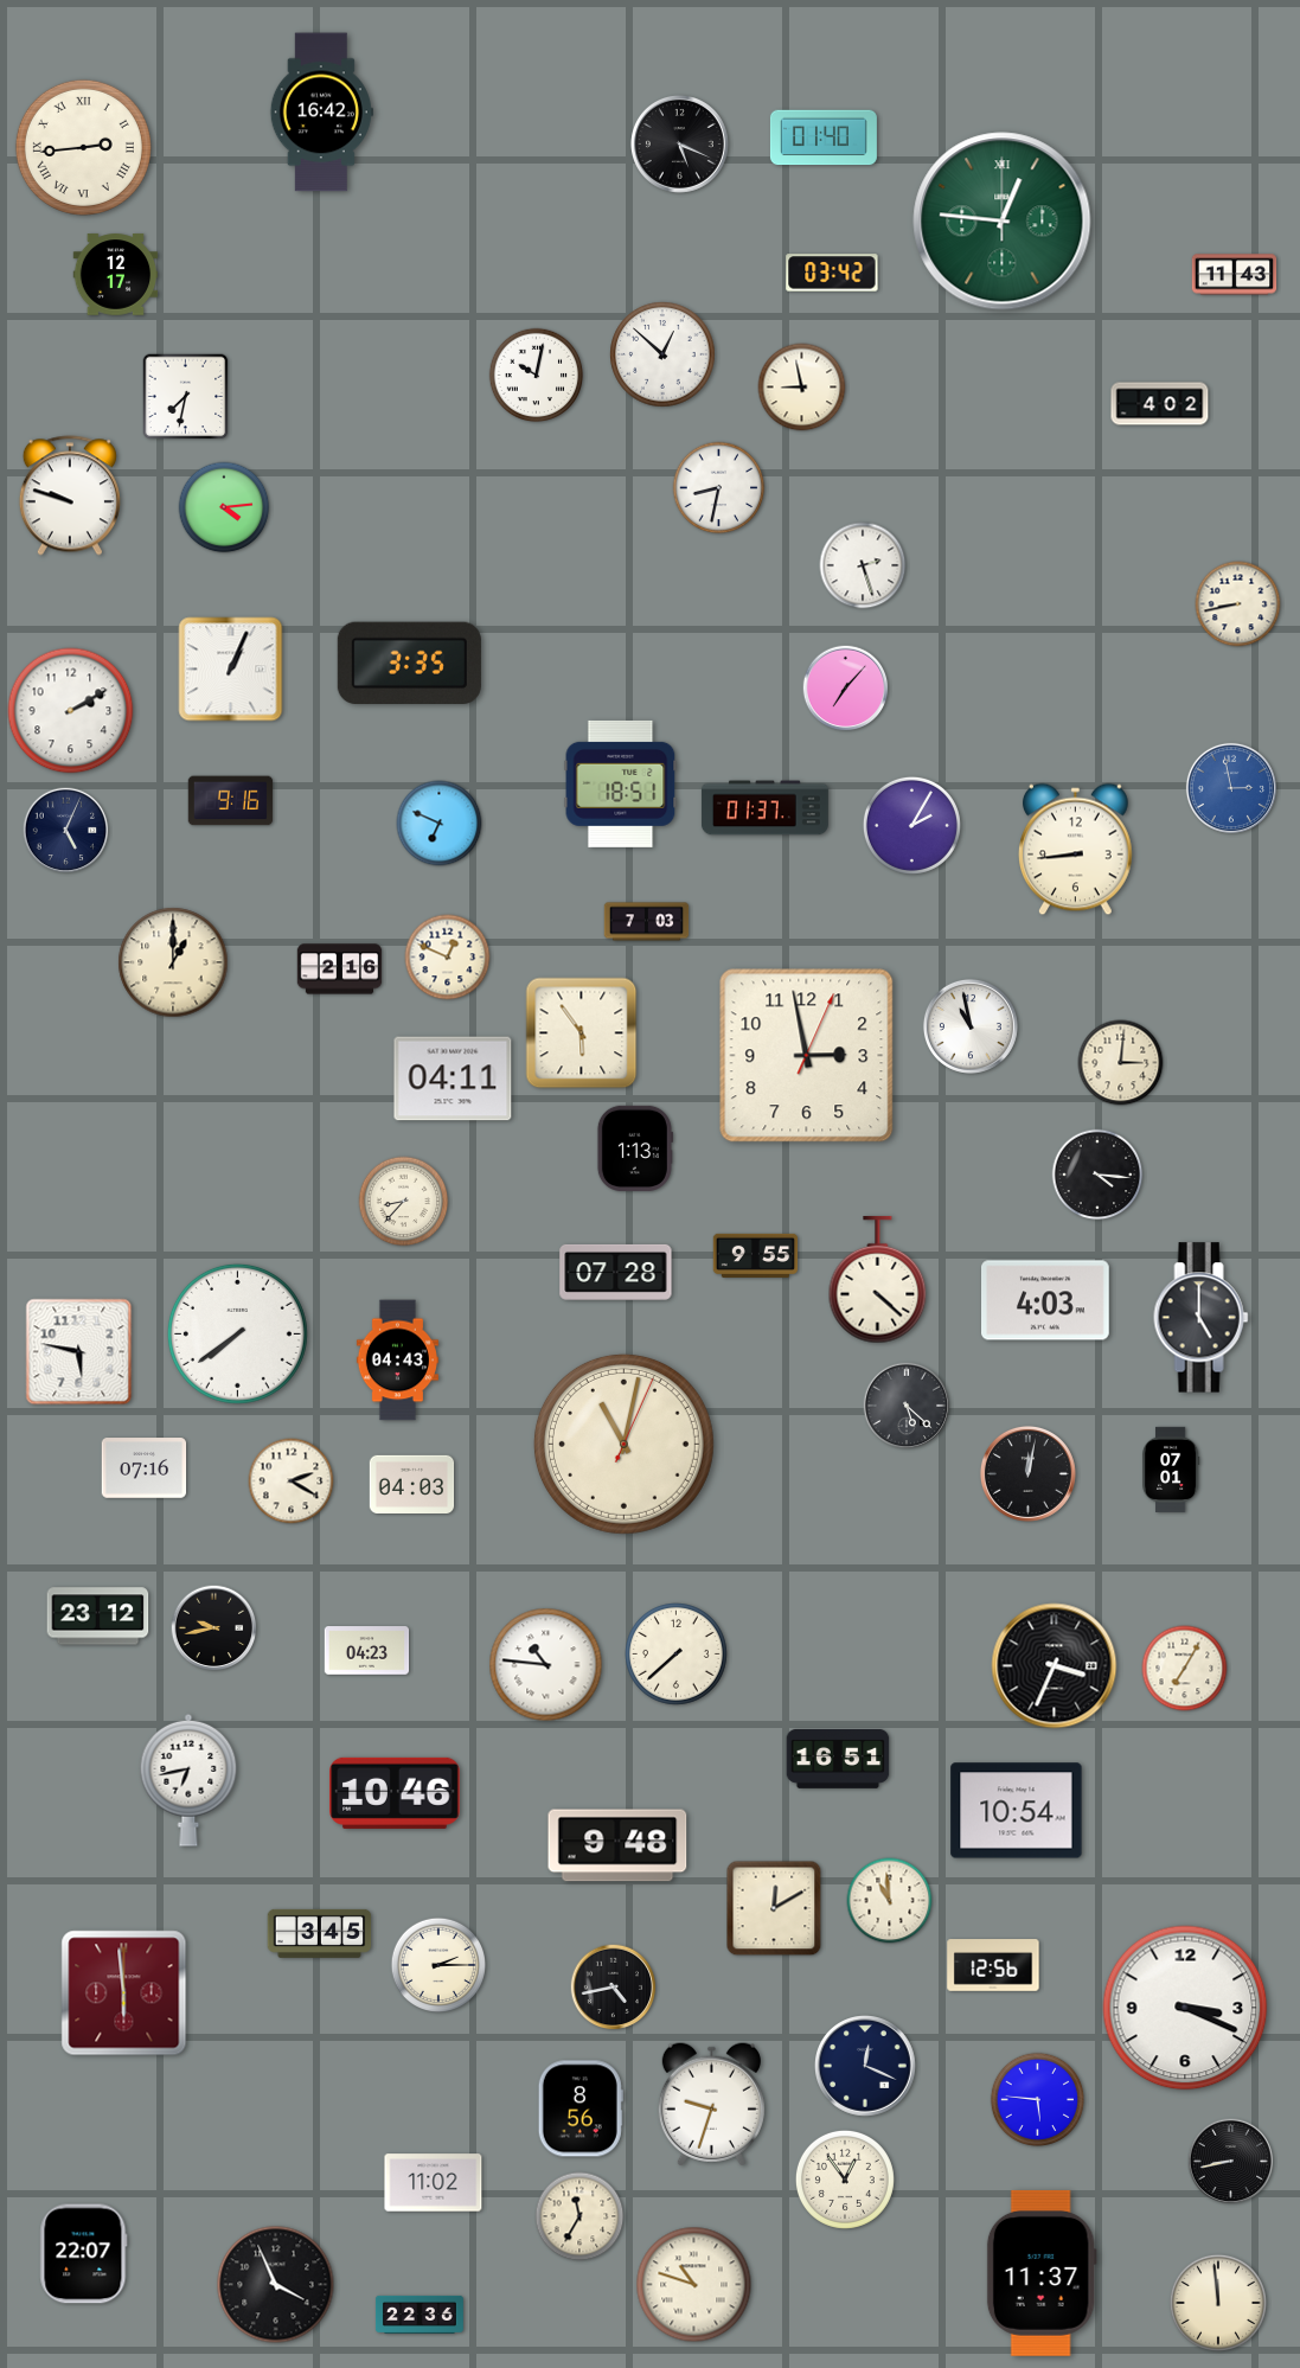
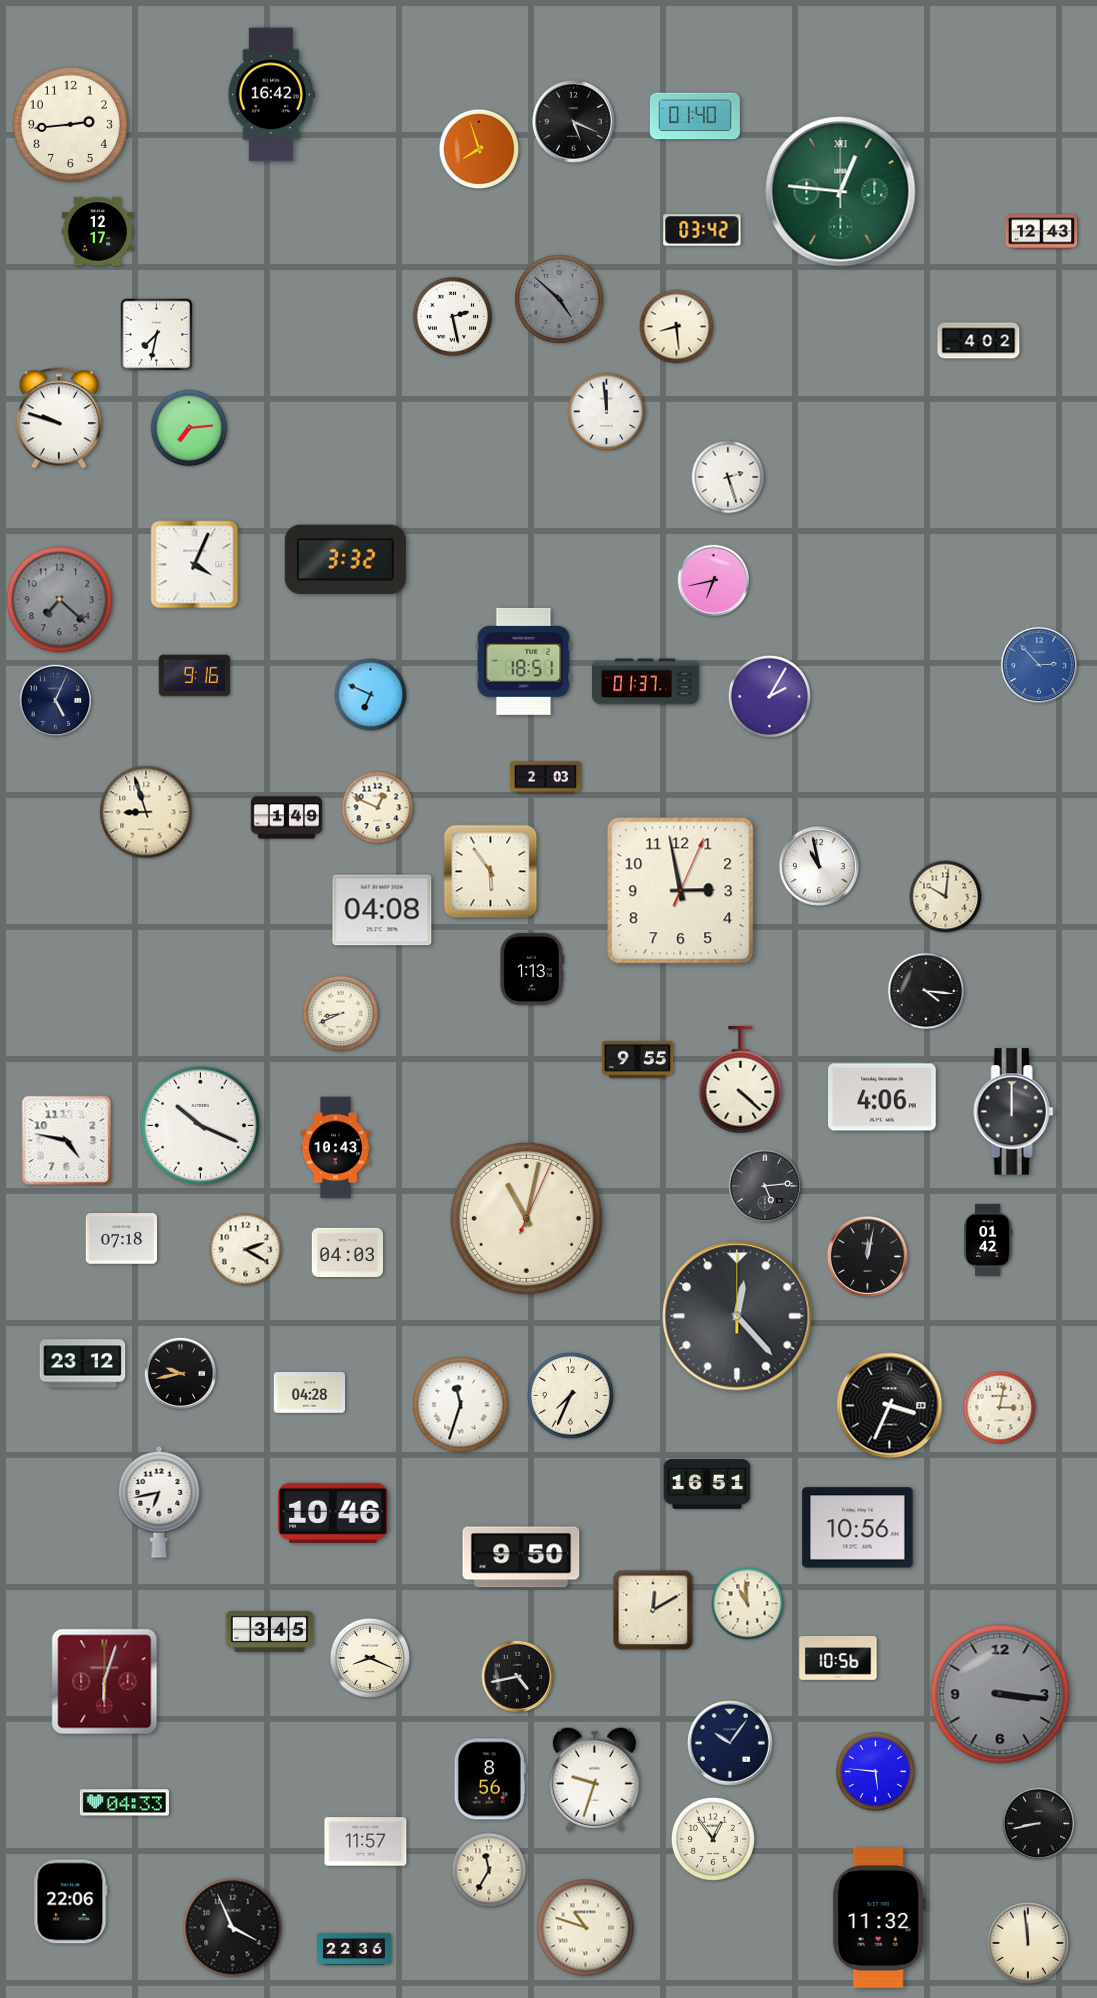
clock at (83, 147) numerals: Roman -> Arabic
clock at (478, 148): none -> 7:57
clock at (1003, 222) position: (1003, 222) -> (841, 192)
clock at (1235, 275): 11:43 -> 12:43
clock at (662, 354): 12:52 -> 4:52
clock at (662, 354) dial: white -> grey
clock at (537, 376): 10:02 -> 2:28
clock at (802, 388): 8:58 -> 8:29
clock at (719, 488): 8:32 -> 11:59
clock at (224, 507): 4:14 -> 7:14
clock at (1238, 604): 8:43 -> none
clock at (409, 664): 3:35 -> 3:32
clock at (231, 670): 1:04 -> 4:04
clock at (846, 689): 7:07 -> 6:43
clock at (71, 711): 2:10 -> 7:22
clock at (71, 711) dial: white -> grey
clock at (1231, 788): 2:58 -> 2:53
clock at (1076, 850): 8:44 -> none
clock at (647, 922): 7:03 -> 2:03
clock at (173, 962): 1:00 -> 8:57
clock at (340, 969): 2:16 -> 1:49
clock at (1121, 1063): 3:01 -> 10:01
clock at (453, 1079): 04:11 -> 04:08
clock at (634, 1148) position: (634, 1148) -> (531, 969)
clock at (404, 1202): 8:37 -> 8:41
clock at (616, 1272): 07:28 -> none
clock at (1046, 1300): 4:03 -> 4:06
clock at (1202, 1318): 5:00 -> 12:00
clock at (237, 1333): 7:39 -> 10:19
clock at (79, 1352): 5:47 -> 4:47
clock at (397, 1361): 04:43 -> 10:43
clock at (907, 1406): 5:22 -> 5:14
clock at (145, 1468): 07:16 -> 07:18
clock at (1171, 1468): 07:01 -> 01:42
clock at (1027, 1473) position: (1027, 1473) -> (867, 1256)
clock at (737, 1316): none -> 12:23
clock at (367, 1651): 04:23 -> 04:28
clock at (677, 1655): 7:38 -> 7:34
clock at (546, 1665): 10:46 -> 11:33
clock at (1185, 1669): 7:05 -> 3:02
clock at (1017, 1811): 10:54 -> 10:56
clock at (617, 1845): 9:48 -> 9:50
clock at (890, 1901) position: (890, 1901) -> (748, 1604)
clock at (437, 1964): 2:15 -> 8:19
clock at (993, 1965): 12:56 -> 10:56
clock at (124, 1993): 5:59 -> 6:03
clock at (1185, 2008): 3:19 -> 3:16
clock at (1185, 2008) dial: white -> grey
clock at (865, 2066): 12:19 -> 10:06
clock at (711, 2105) position: (711, 2105) -> (594, 1780)
clock at (124, 1803): none -> 04:33
clock at (434, 2183): 11:02 -> 11:57
clock at (84, 2254): 22:07 -> 22:06
clock at (1042, 2273): 11:37 -> 11:32
clock at (420, 2315) position: (420, 2315) -> (354, 1949)
